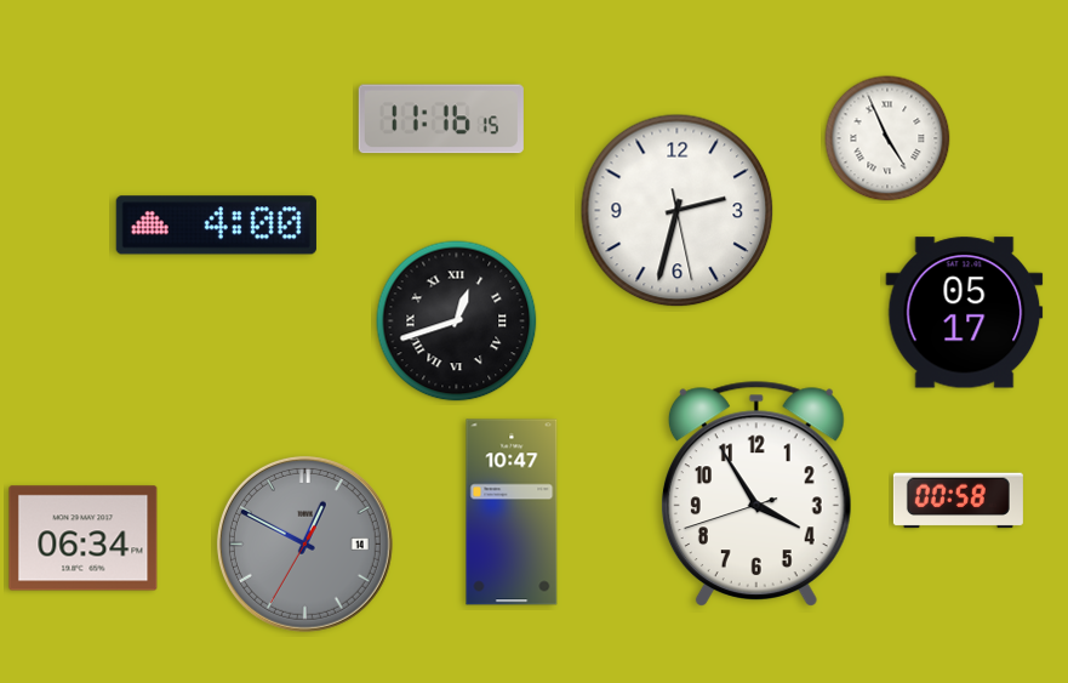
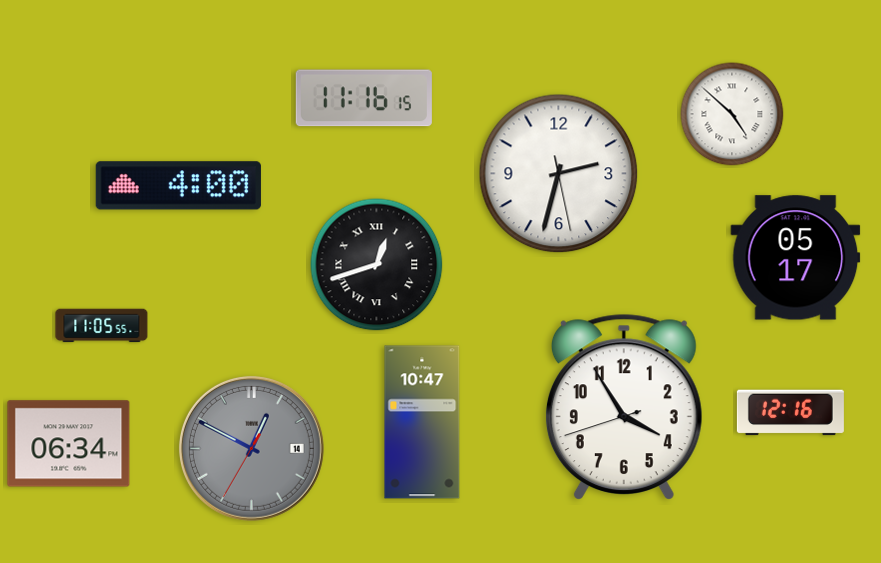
clock at (887, 138): 4:56 -> 4:52
clock at (102, 326): none -> 11:05
clock at (958, 501): 00:58 -> 12:16
